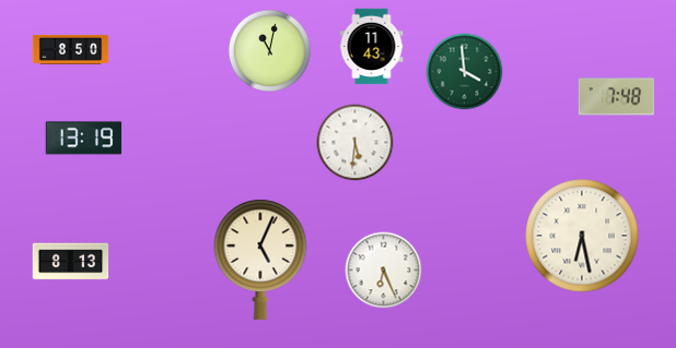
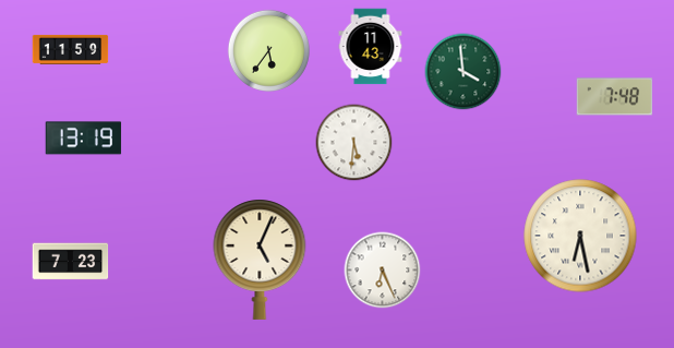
clock at (71, 49): 8:50 -> 11:59
clock at (269, 50): 11:02 -> 5:36
clock at (71, 262): 8:13 -> 7:23
